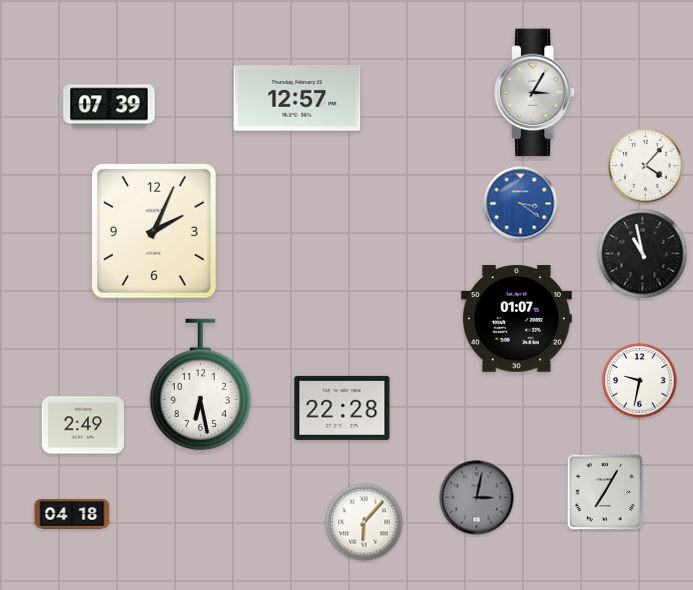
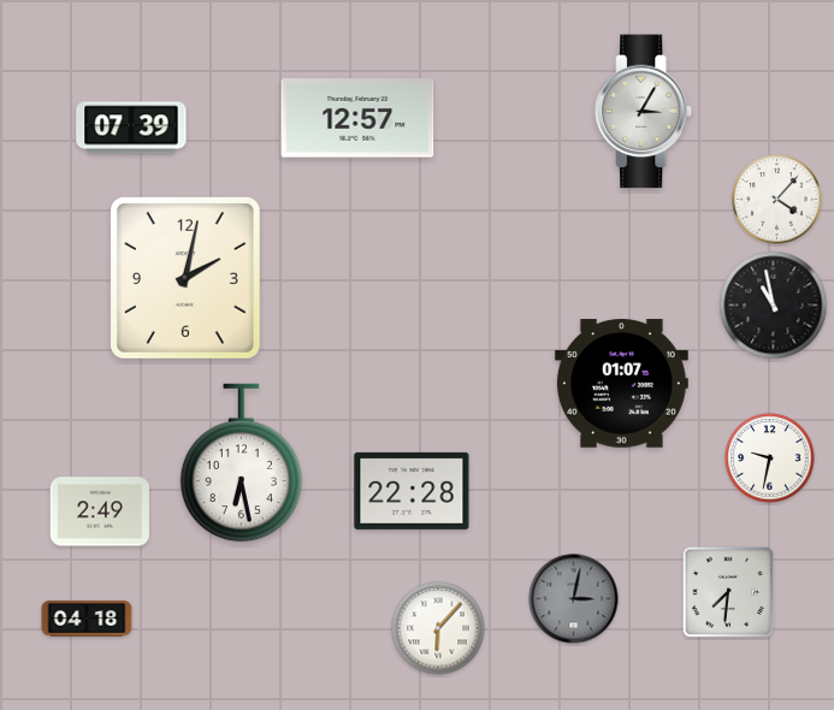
clock at (521, 204): 3:21 -> none
clock at (154, 231): 2:04 -> 2:02
clock at (605, 492): 7:05 -> 7:31
